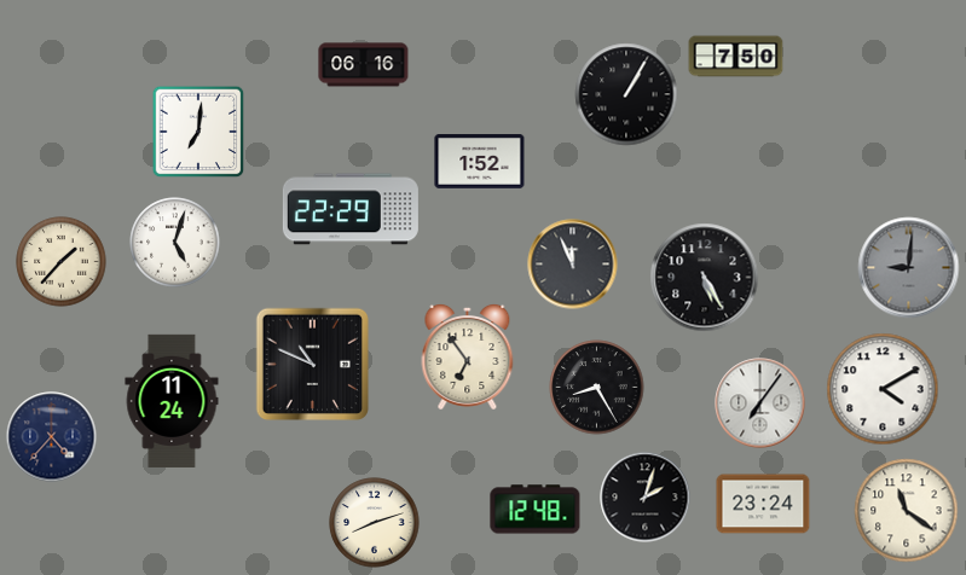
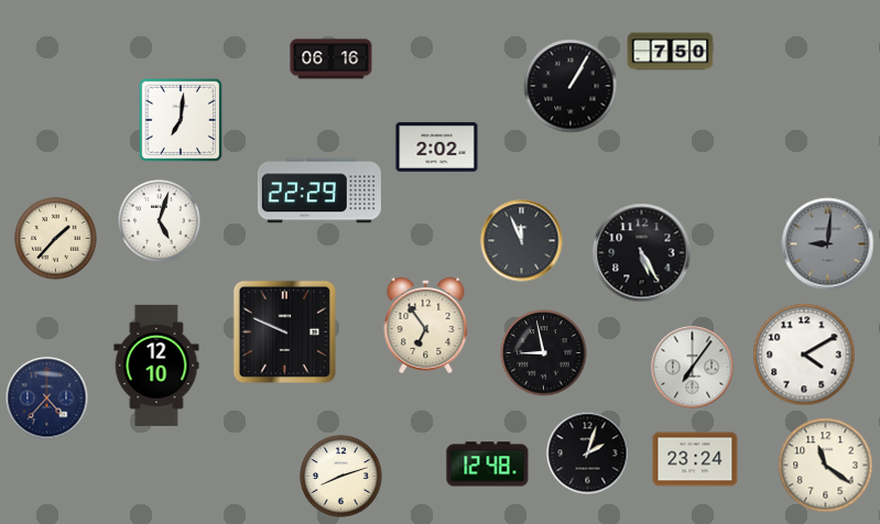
clock at (480, 162): 1:52 -> 2:02
clock at (312, 364): 10:49 -> 9:49
clock at (597, 388): 8:25 -> 8:58
clock at (172, 401): 11:24 -> 12:10
